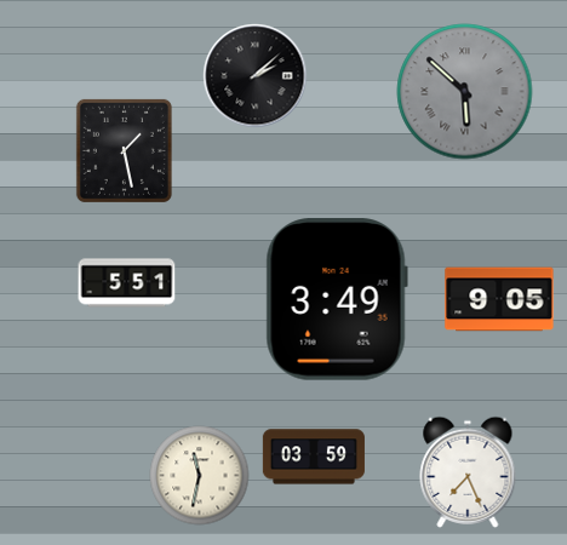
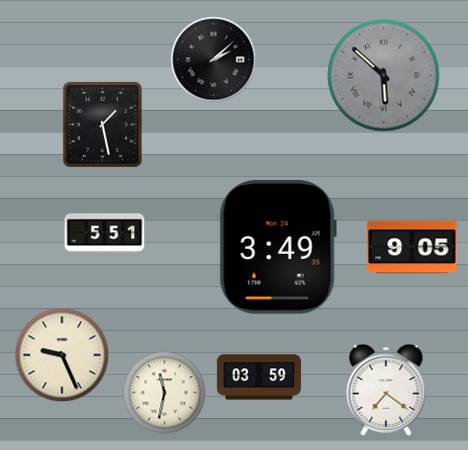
clock at (256, 76) position: (256, 76) -> (214, 60)
clock at (62, 355): none -> 9:26
clock at (468, 472): 7:26 -> 7:21
